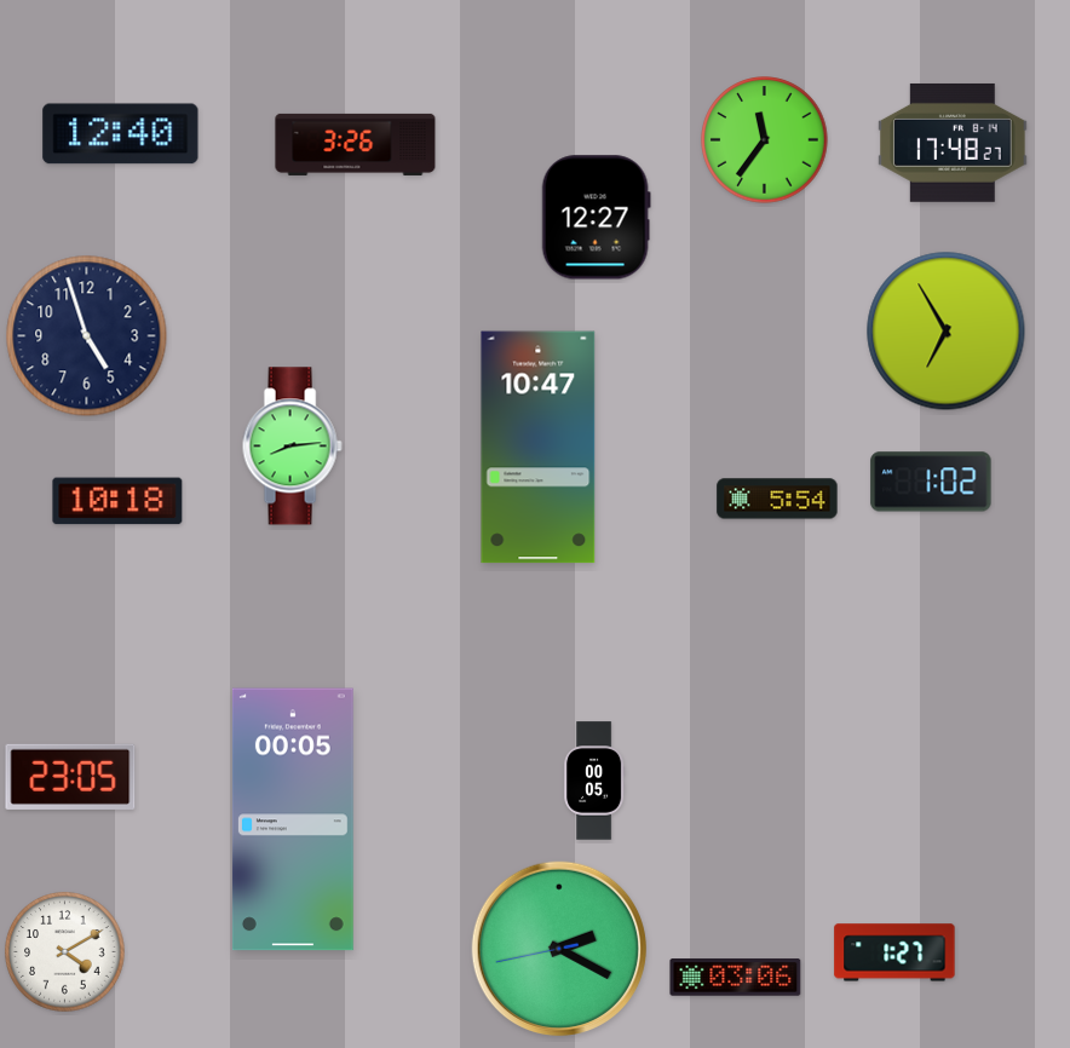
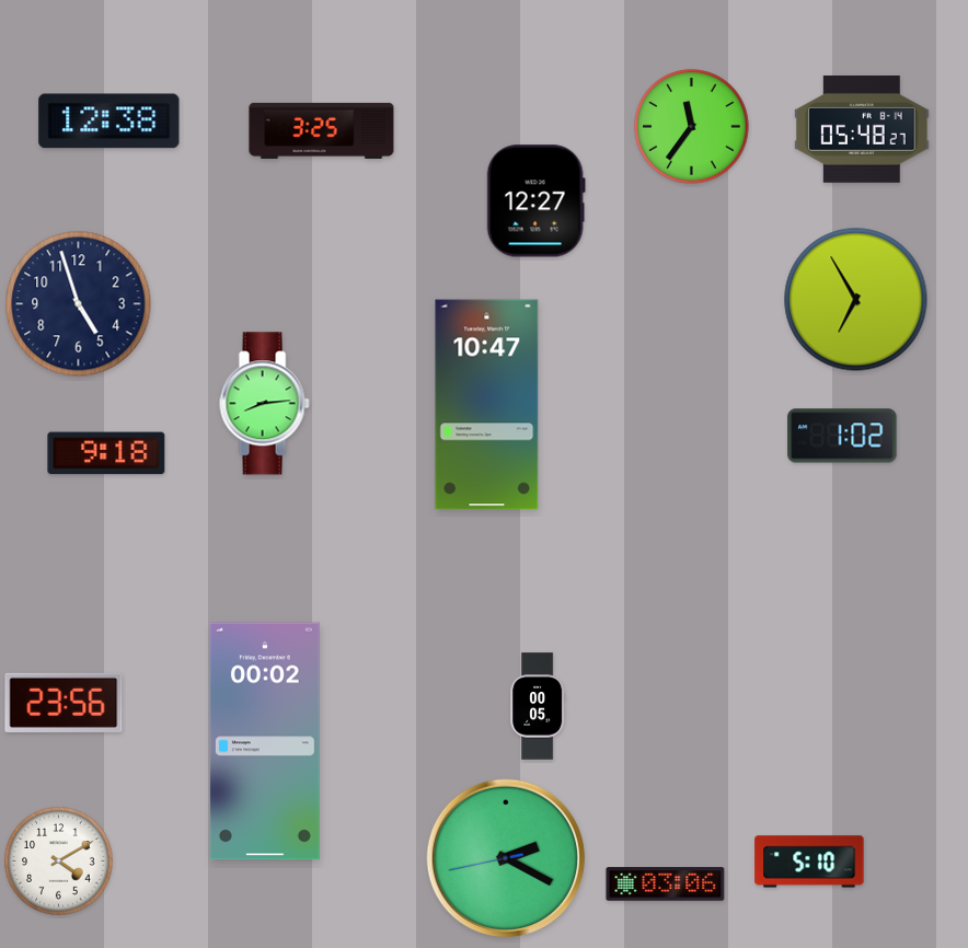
clock at (121, 134): 12:40 -> 12:38
clock at (953, 143): 17:48 -> 05:48
clock at (356, 144): 3:26 -> 3:25
clock at (596, 218) position: (596, 218) -> (535, 201)
clock at (777, 499): 5:54 -> none
clock at (117, 501): 10:18 -> 9:18
clock at (70, 777): 23:05 -> 23:56
clock at (293, 819): 00:05 -> 00:02
clock at (894, 952): 1:27 -> 5:10
